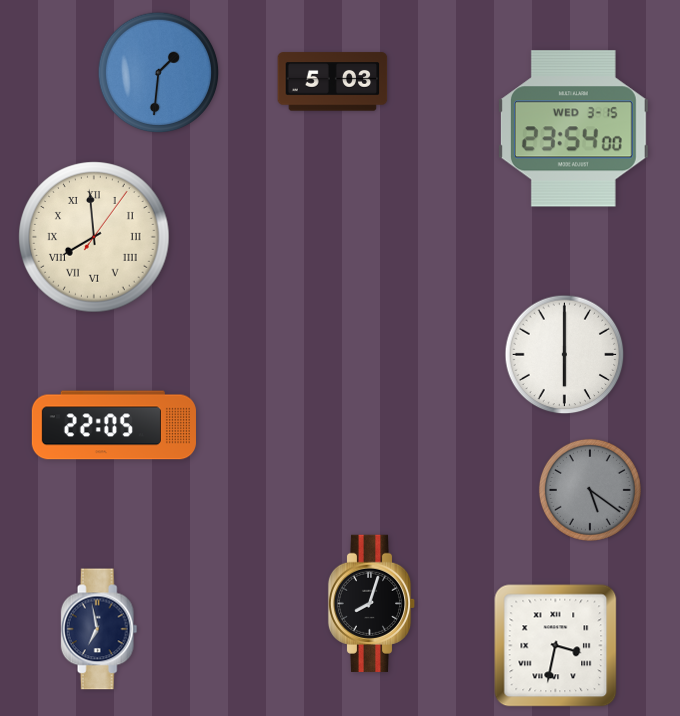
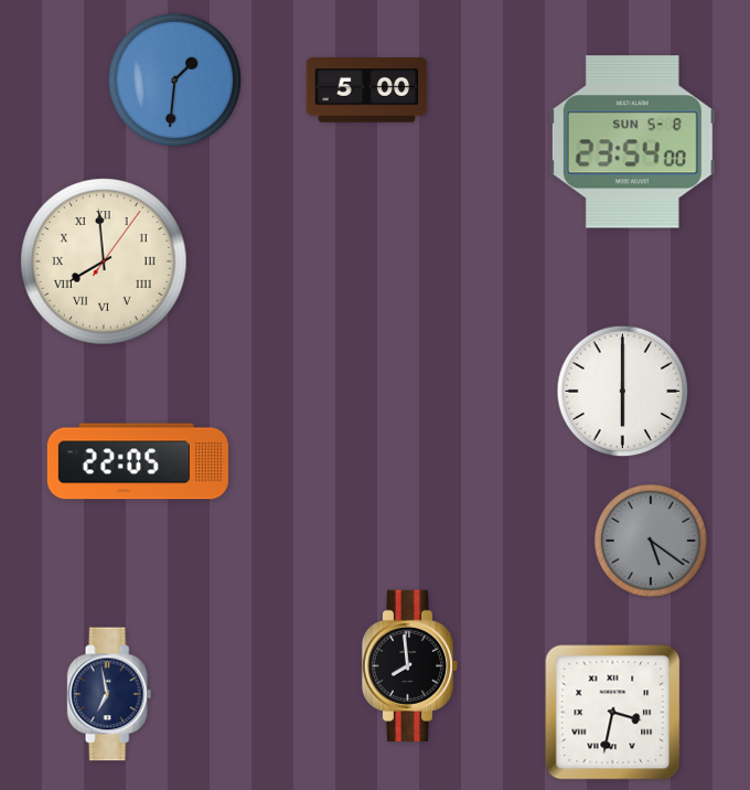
clock at (333, 82): 5:03 -> 5:00
clock at (573, 129) date: WED 3-15 -> SUN 5-8
clock at (114, 425) position: (114, 425) -> (138, 461)
clock at (372, 603): 8:03 -> 7:59
